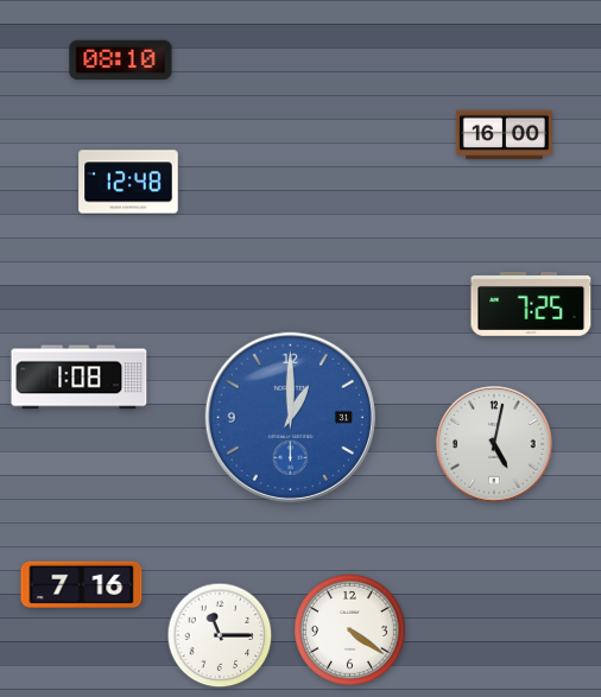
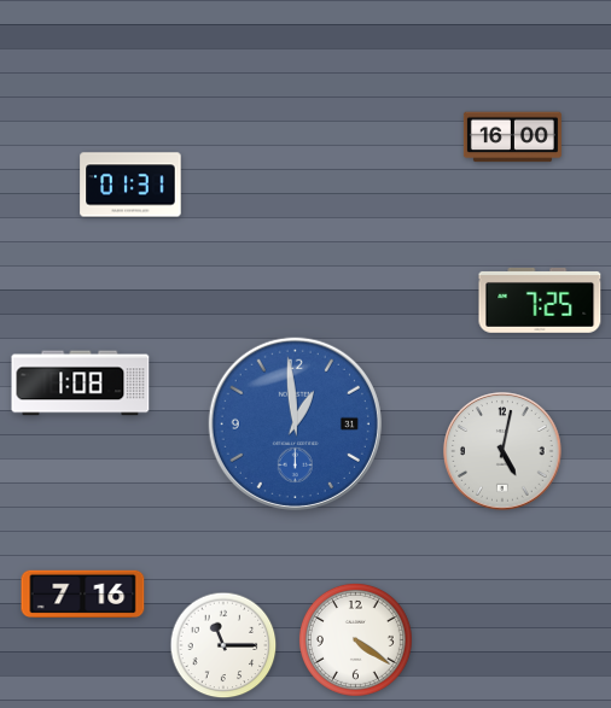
clock at (121, 61): 08:10 -> none
clock at (128, 182): 12:48 -> 01:31
clock at (531, 304) position: (531, 304) -> (540, 300)
clock at (290, 417): 1:00 -> 12:59
